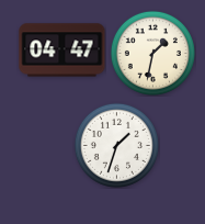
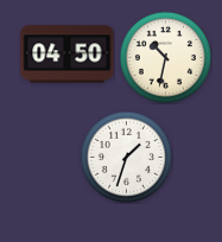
clock at (62, 51): 04:47 -> 04:50
clock at (152, 53): 1:32 -> 10:32
